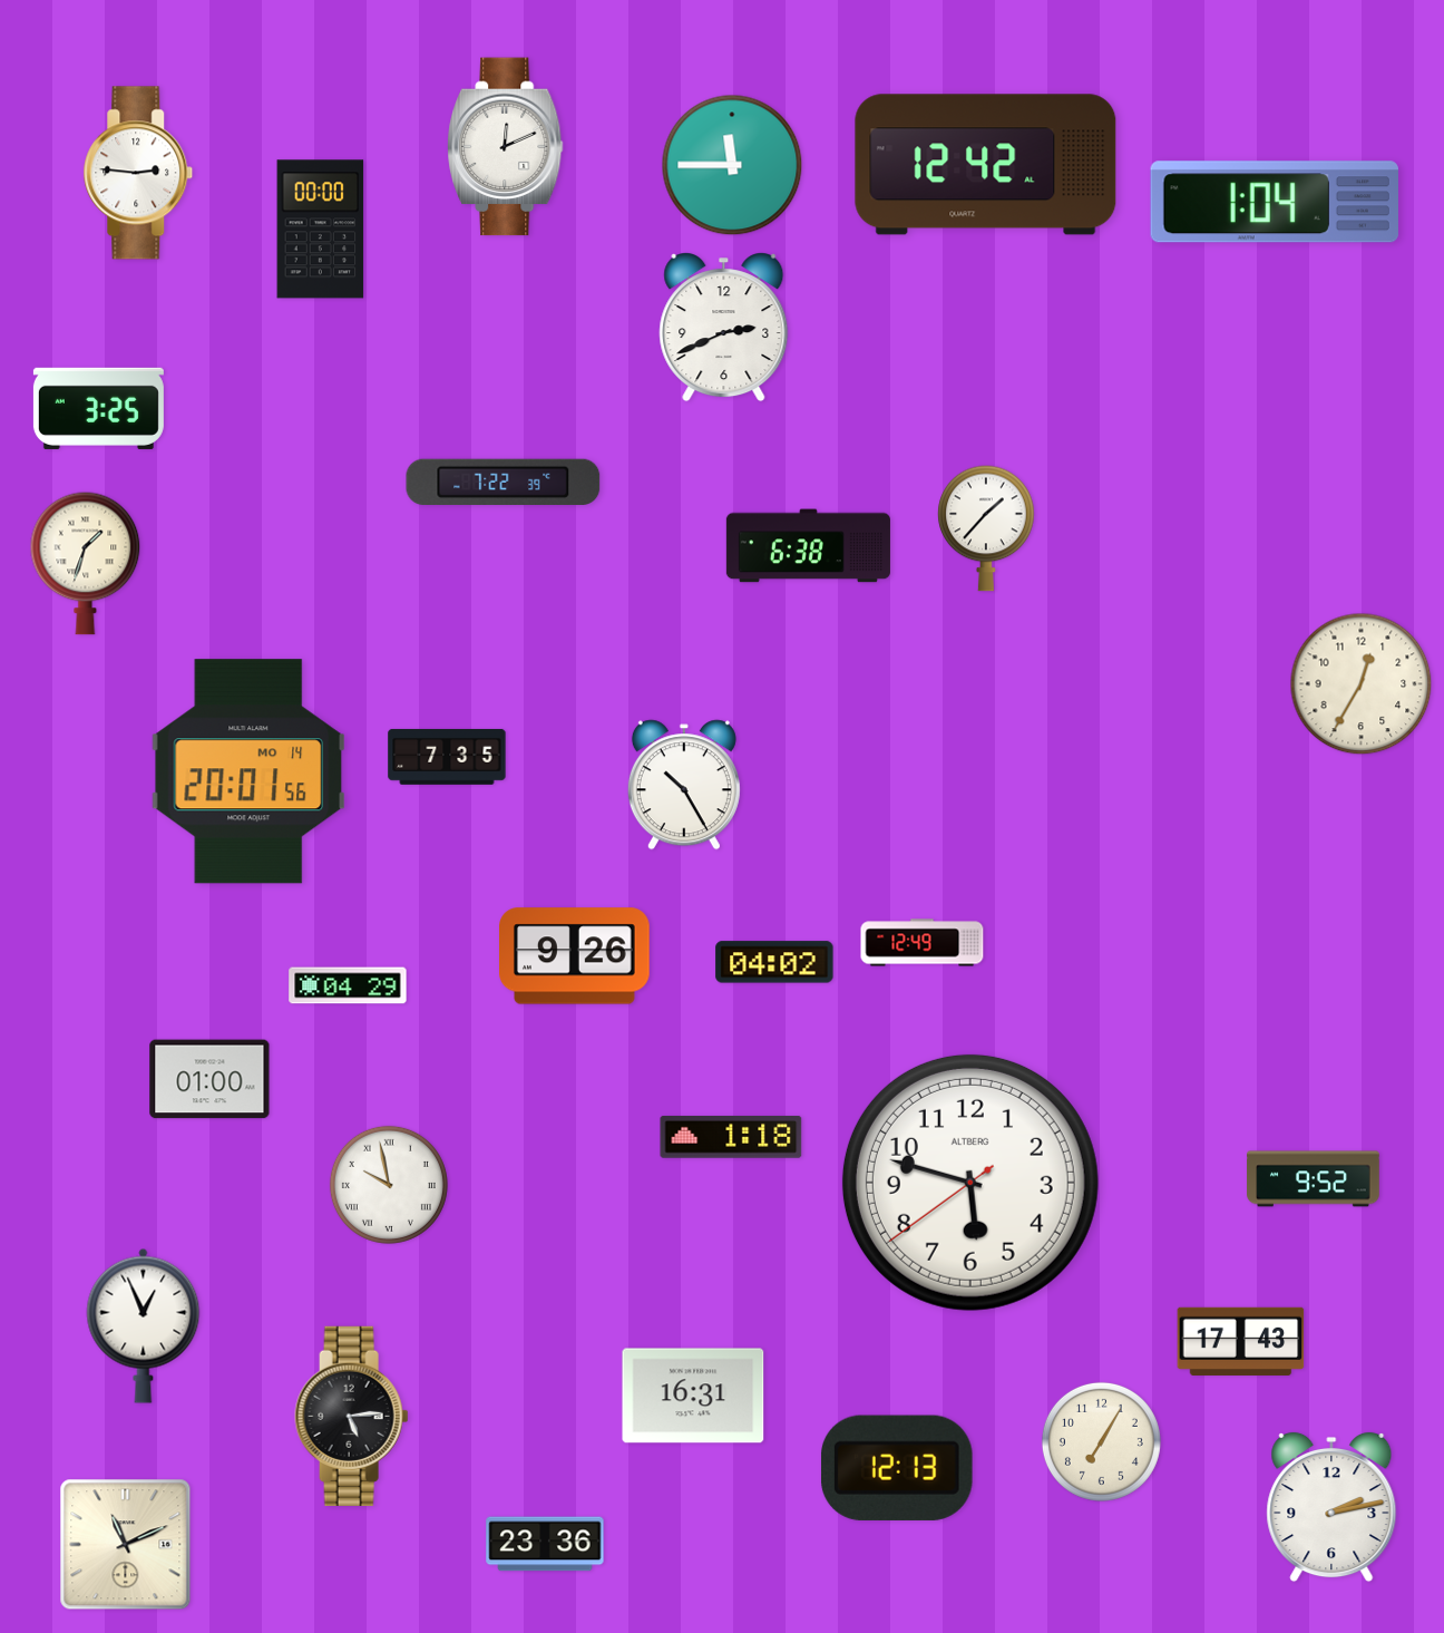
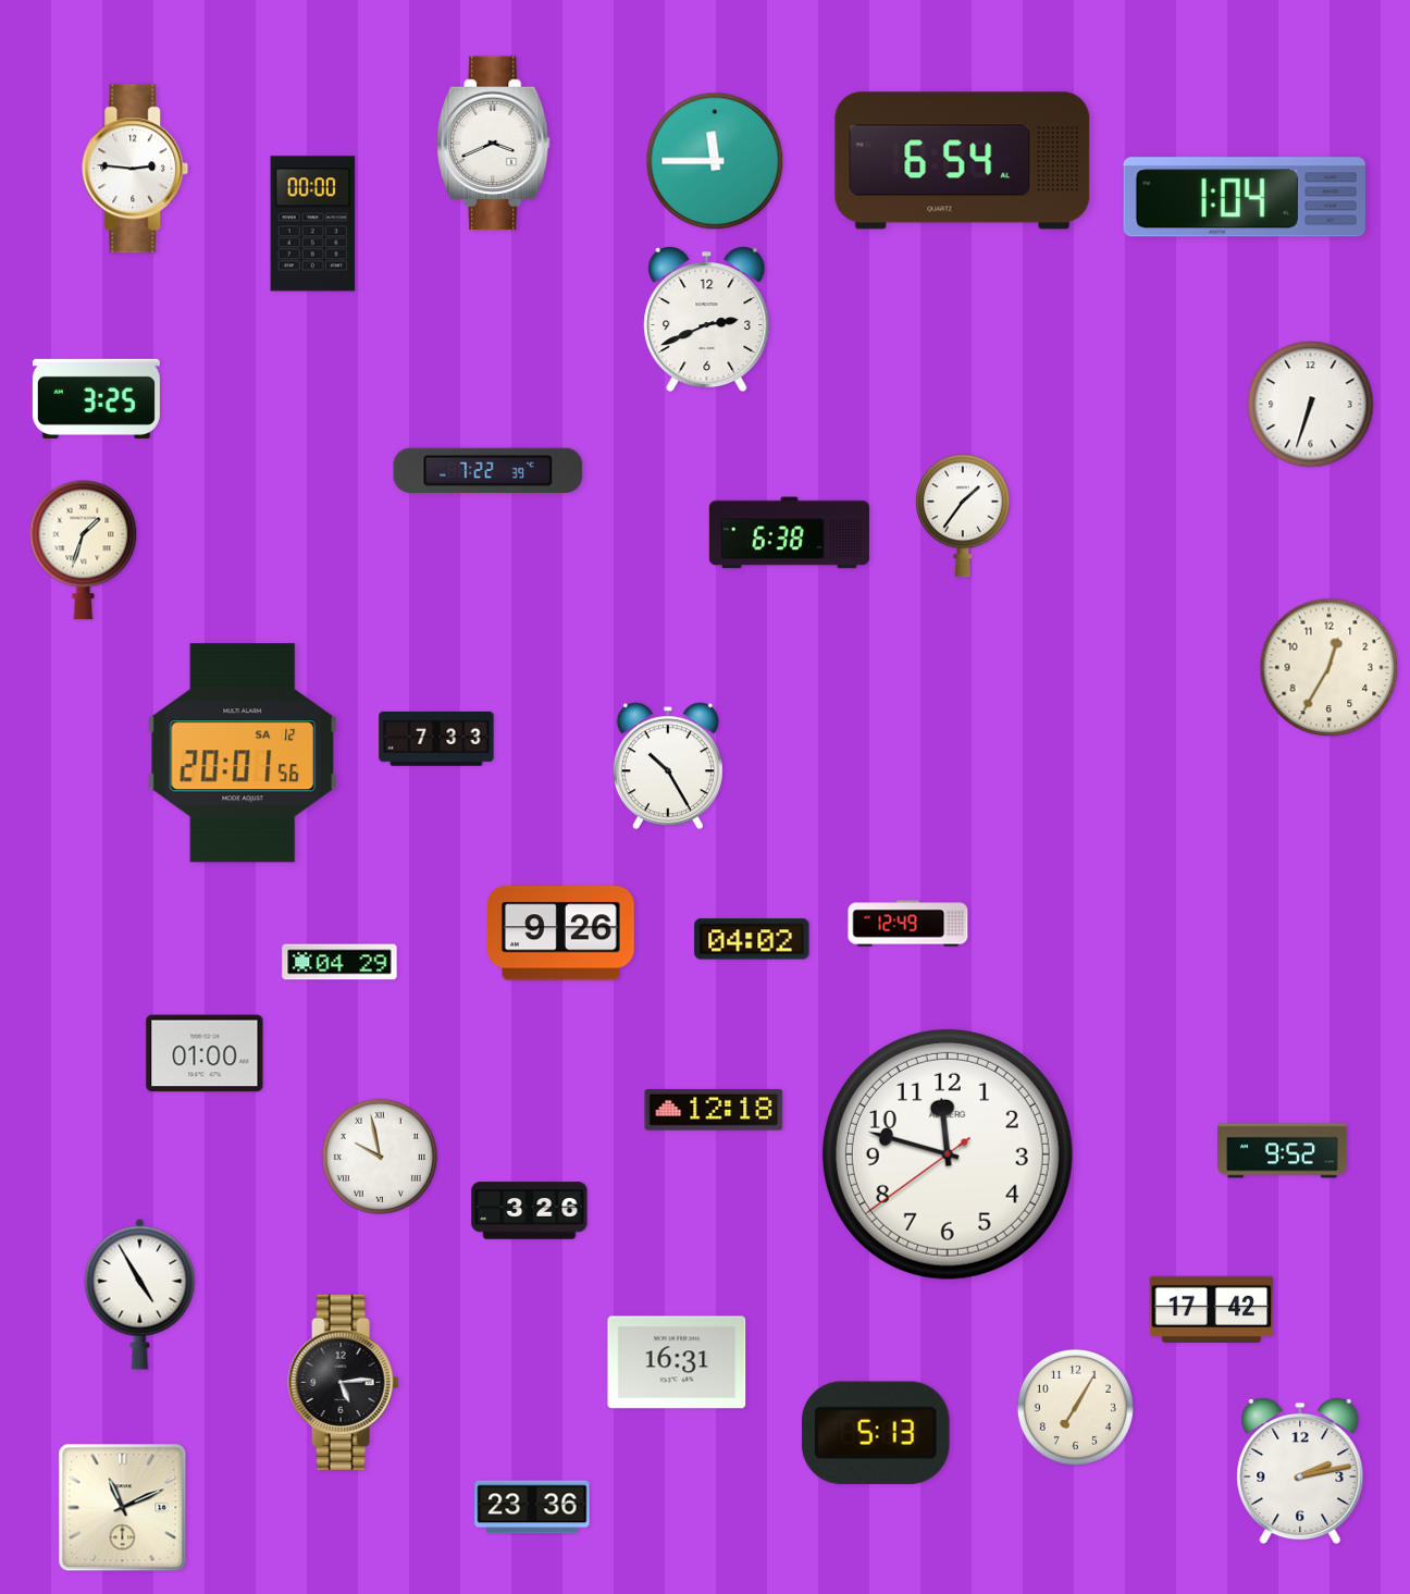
clock at (506, 147): 12:11 -> 3:41
clock at (986, 165): 12:42 -> 6:54
clock at (1311, 405): none -> 6:33
clock at (504, 482) position: (504, 482) -> (488, 470)
clock at (986, 528): 1:37 -> 1:36
clock at (447, 757): 7:35 -> 7:33
clock at (247, 771) date: MO 14 -> SA 12
clock at (923, 943) position: (923, 943) -> (908, 924)
clock at (774, 962) position: (774, 962) -> (752, 939)
clock at (731, 1137): 1:18 -> 12:18
clock at (970, 1183): 5:47 -> 11:47
clock at (530, 1211): none -> 3:26
clock at (144, 1325): 12:56 -> 4:55
clock at (1241, 1341): 17:43 -> 17:42
clock at (897, 1468): 12:13 -> 5:13
